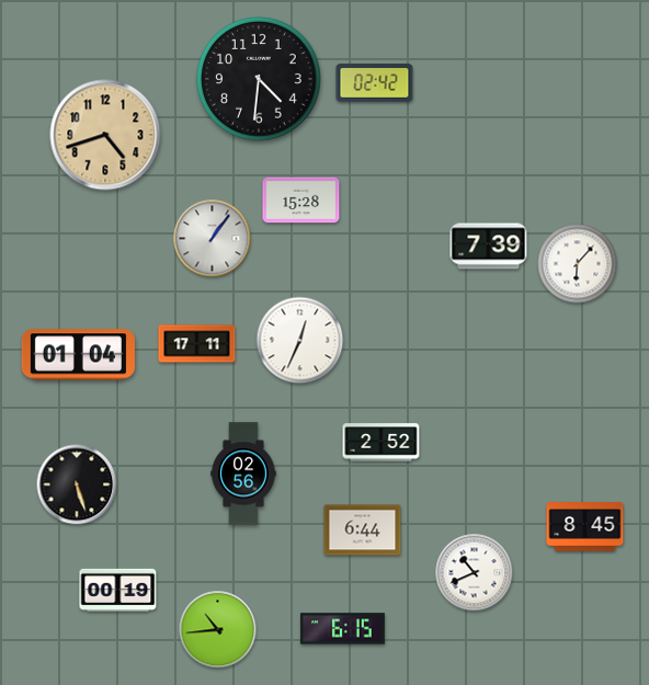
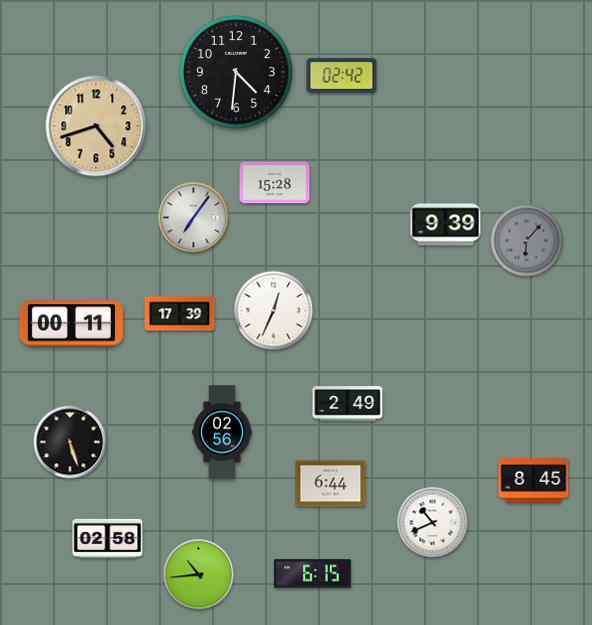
clock at (105, 135) position: (105, 135) -> (96, 126)
clock at (213, 239): 1:06 -> 7:06
clock at (489, 247): 7:39 -> 9:39
clock at (578, 264) dial: white -> grey
clock at (197, 344): 17:11 -> 17:39
clock at (78, 355): 01:04 -> 00:11
clock at (382, 443): 2:52 -> 2:49
clock at (118, 590): 00:19 -> 02:58
